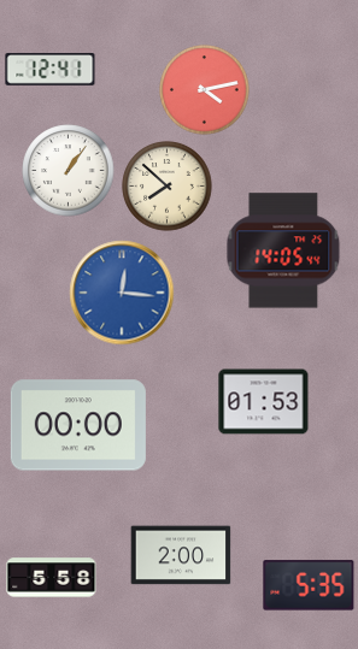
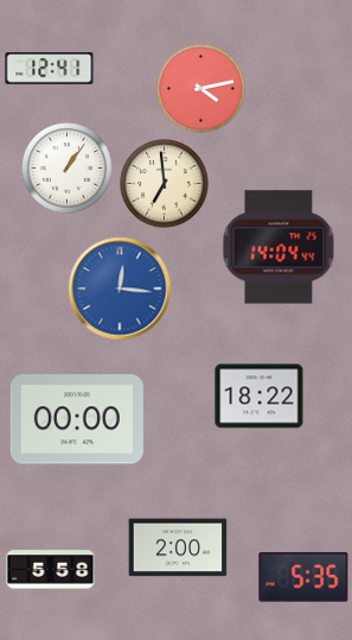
clock at (168, 187): 7:52 -> 6:59
clock at (283, 250): 14:05 -> 14:04
clock at (264, 402): 01:53 -> 18:22
